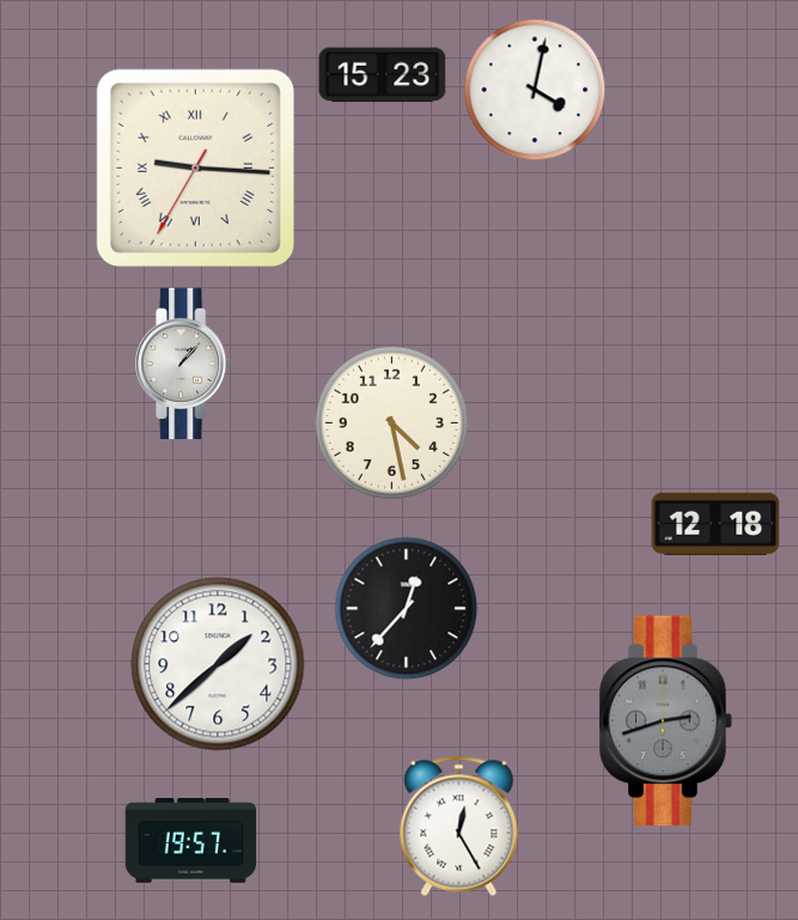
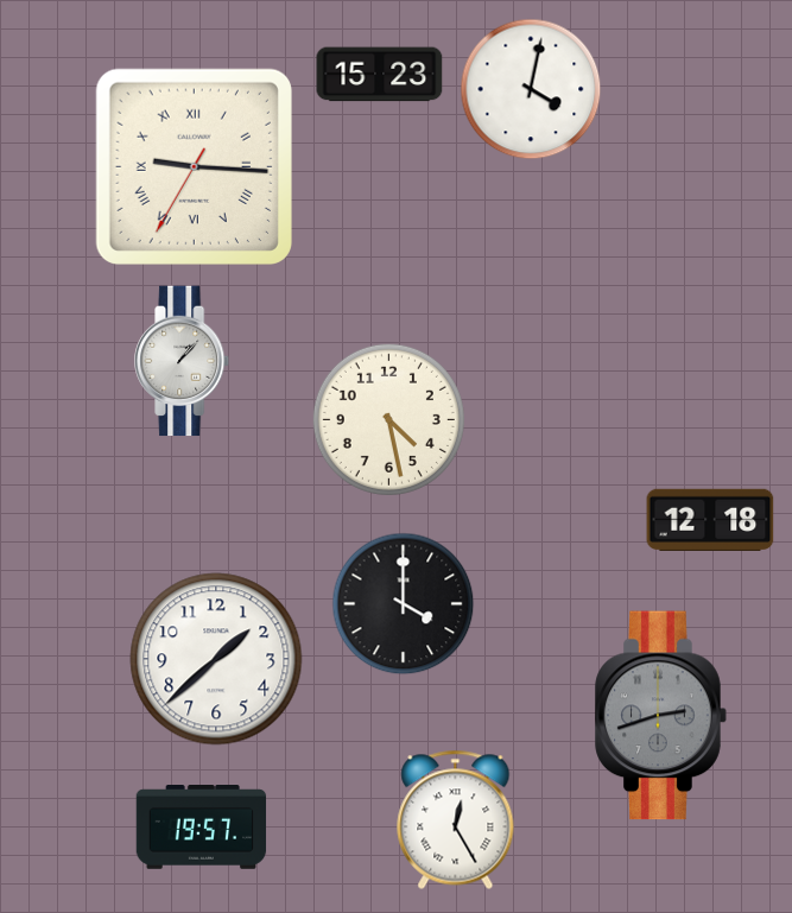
clock at (407, 609): 12:37 -> 4:00
clock at (191, 841) position: (191, 841) -> (202, 828)
